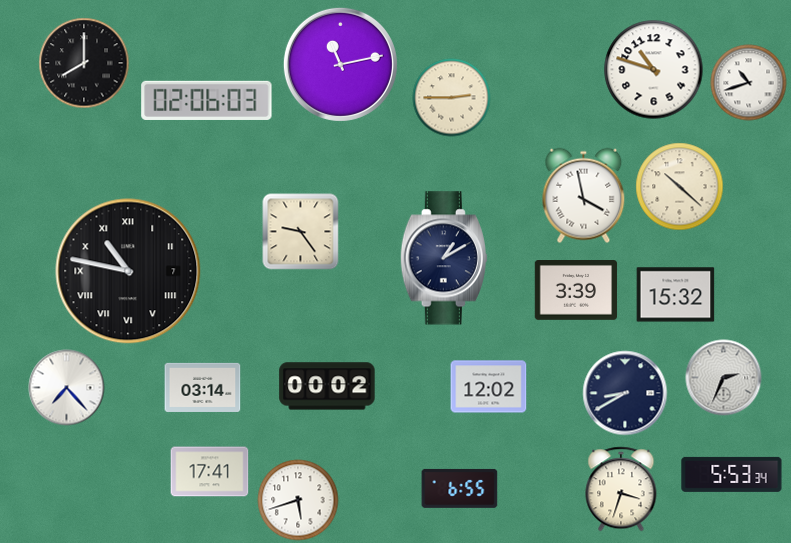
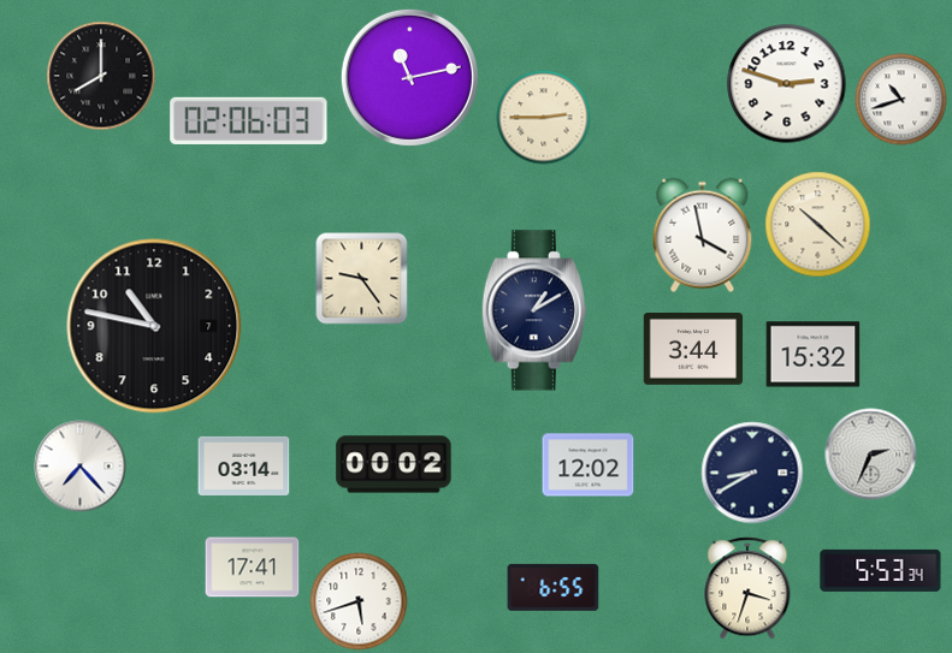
clock at (654, 70): 10:48 -> 2:48
clock at (128, 271) numerals: Roman -> Arabic
clock at (576, 291): 3:39 -> 3:44
